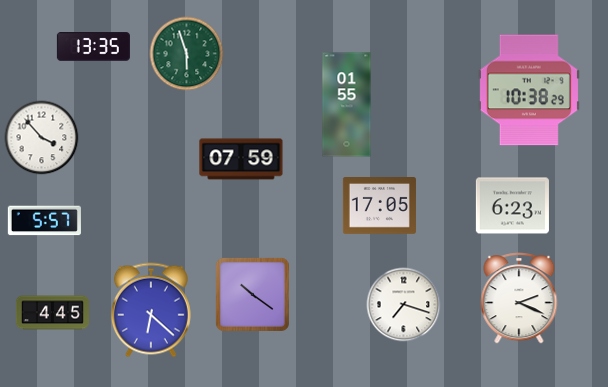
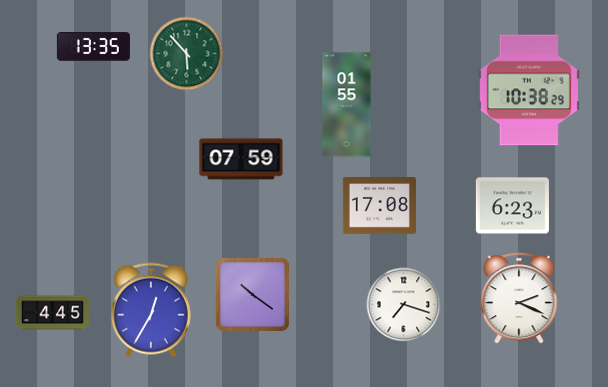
clock at (187, 54): 5:57 -> 5:53
clock at (42, 138): 3:53 -> none
clock at (379, 206): 17:05 -> 17:08
clock at (44, 221): 5:57 -> none
clock at (151, 310): 6:22 -> 12:35
